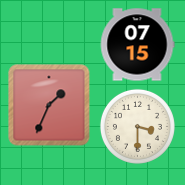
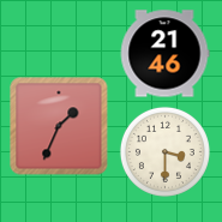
clock at (137, 45): 07:15 -> 21:46
